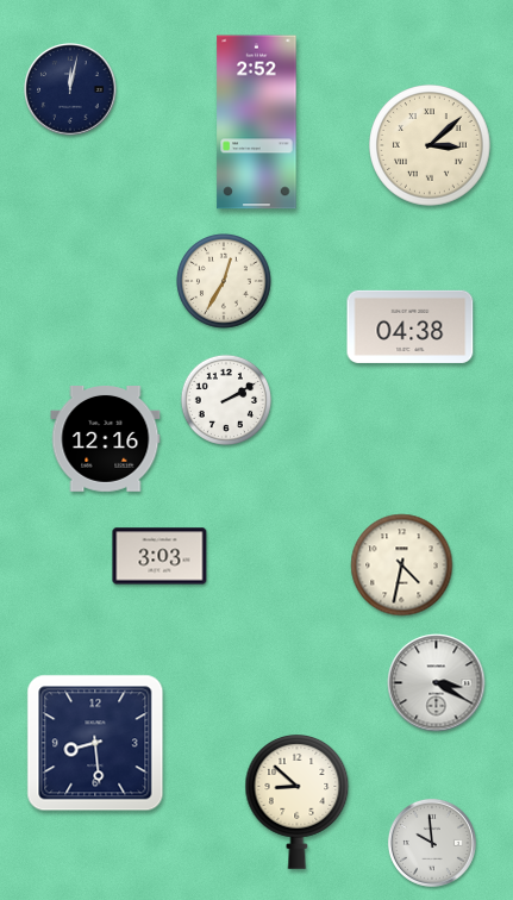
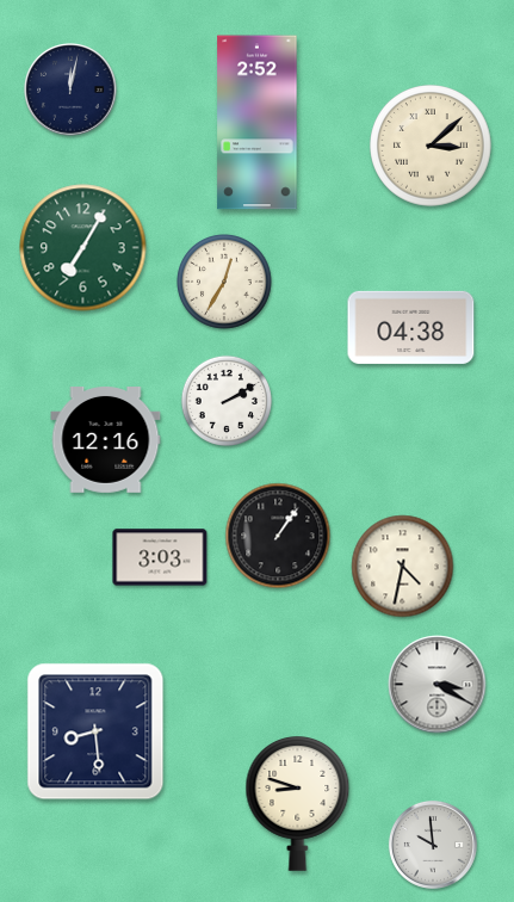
clock at (83, 248): none -> 7:05
clock at (278, 536): none -> 1:06
clock at (95, 743) position: (95, 743) -> (95, 731)
clock at (298, 802): 8:52 -> 8:48
